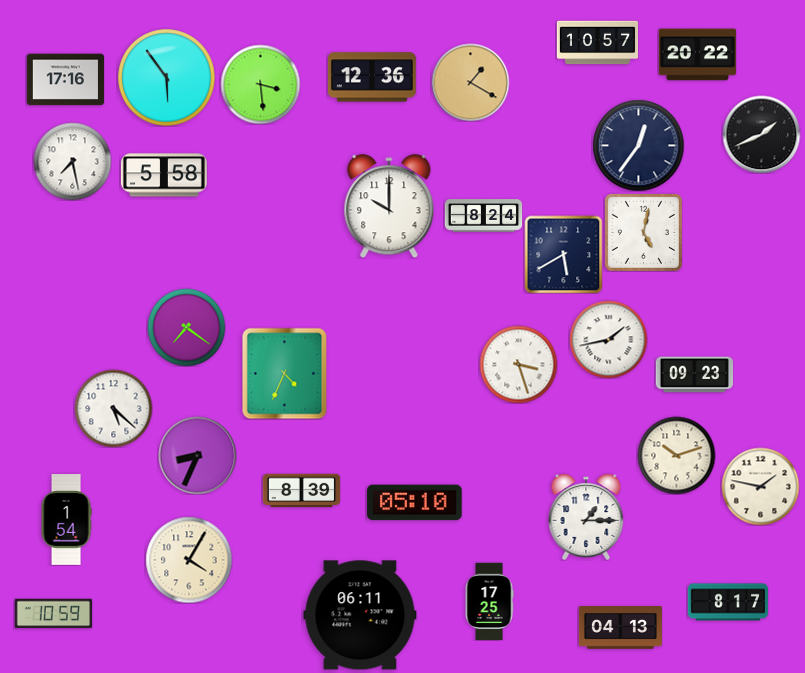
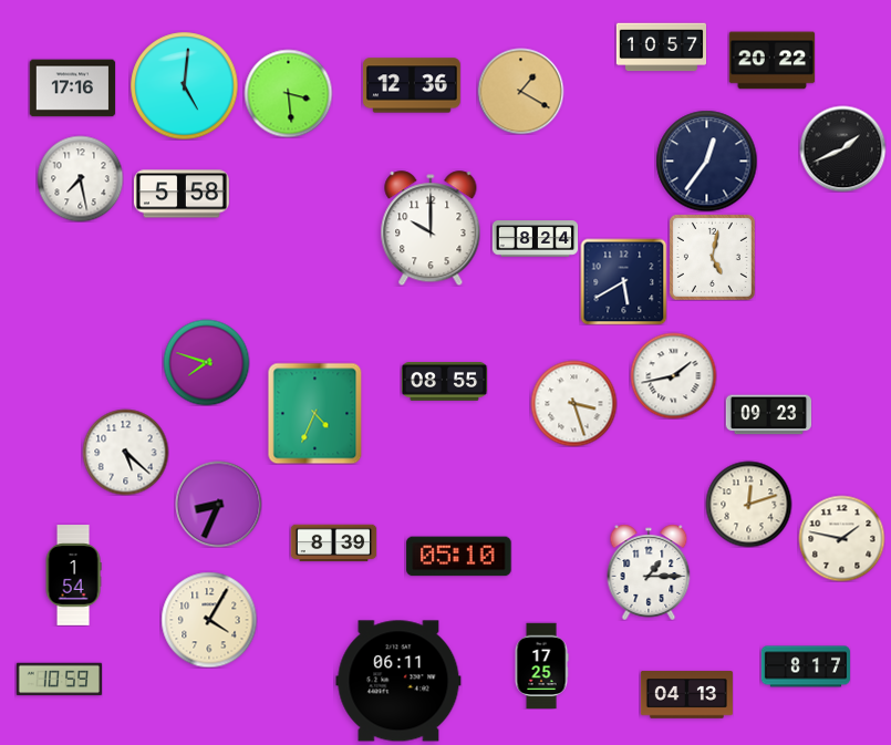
clock at (167, 78): 5:54 -> 5:01
clock at (186, 327): 7:21 -> 7:48
clock at (444, 382): none -> 08:55
clock at (676, 455): 10:12 -> 12:12
